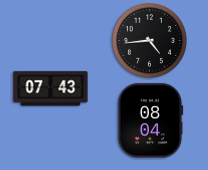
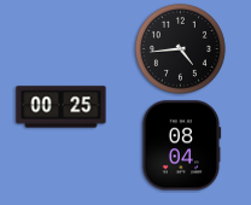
clock at (51, 89): 07:43 -> 00:25
